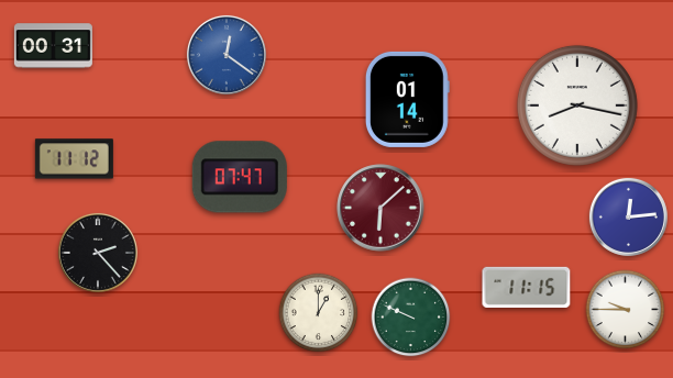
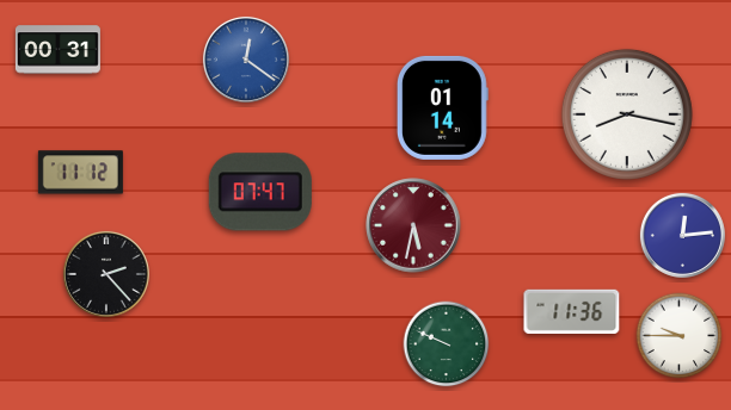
clock at (380, 208): 6:08 -> 5:32
clock at (527, 287): 11:15 -> 11:36
clock at (319, 313): 1:00 -> none
